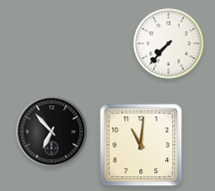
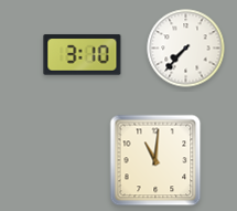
clock at (83, 55): none -> 3:10
clock at (52, 132): 6:53 -> none
